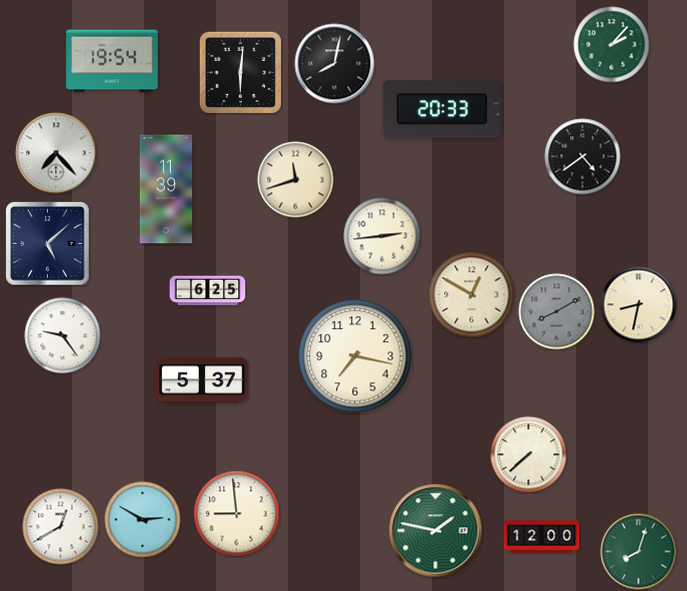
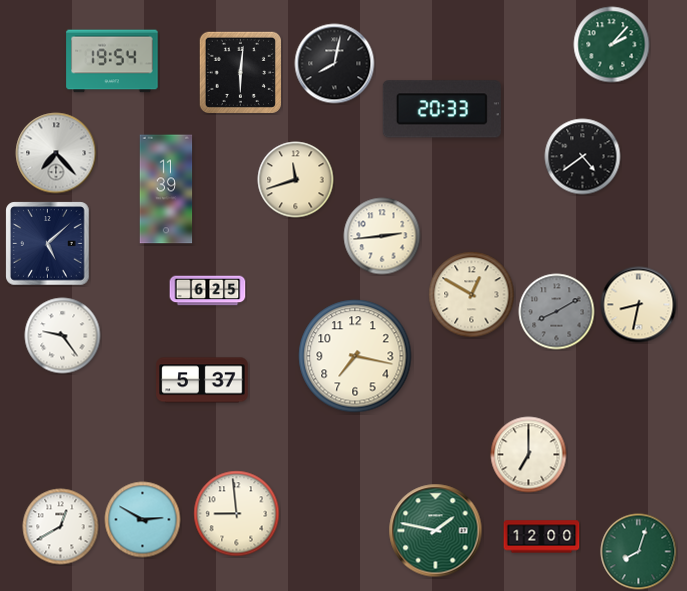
clock at (529, 455): 7:38 -> 7:00
